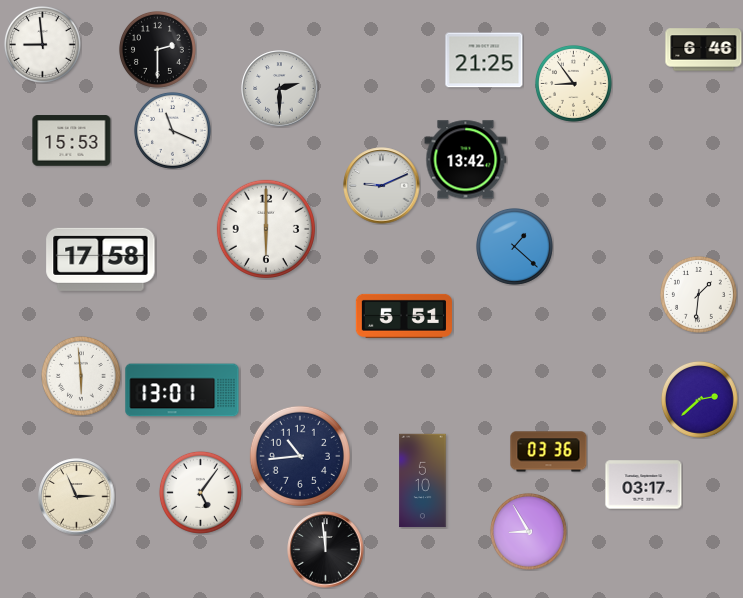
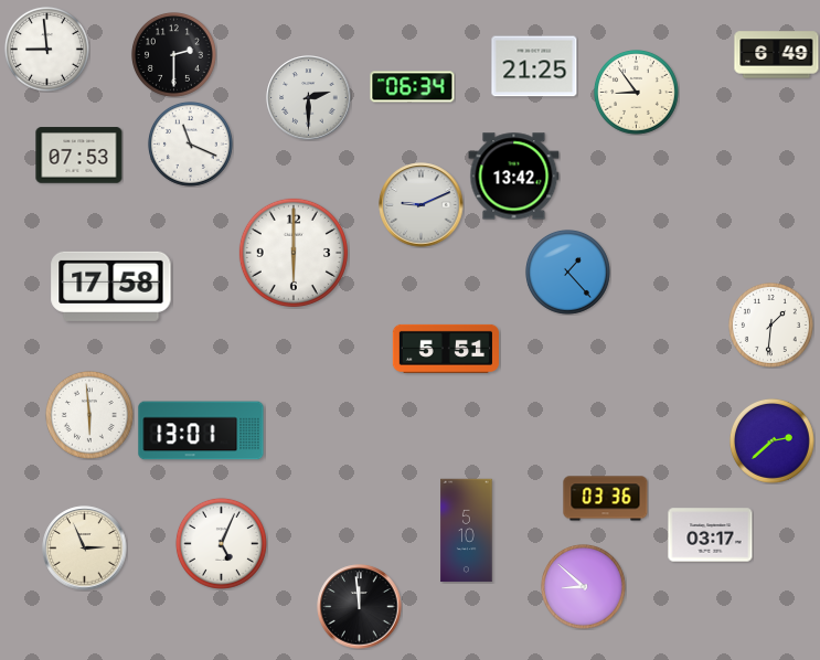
clock at (704, 50): 6:46 -> 6:49
clock at (413, 87): none -> 06:34
clock at (574, 84) position: (574, 84) -> (637, 93)
clock at (72, 141): 15:53 -> 07:53
clock at (515, 247): 1:22 -> 1:23
clock at (300, 456): 10:44 -> none
clock at (200, 492): 5:06 -> 5:04
clock at (529, 532): 8:55 -> 8:52
